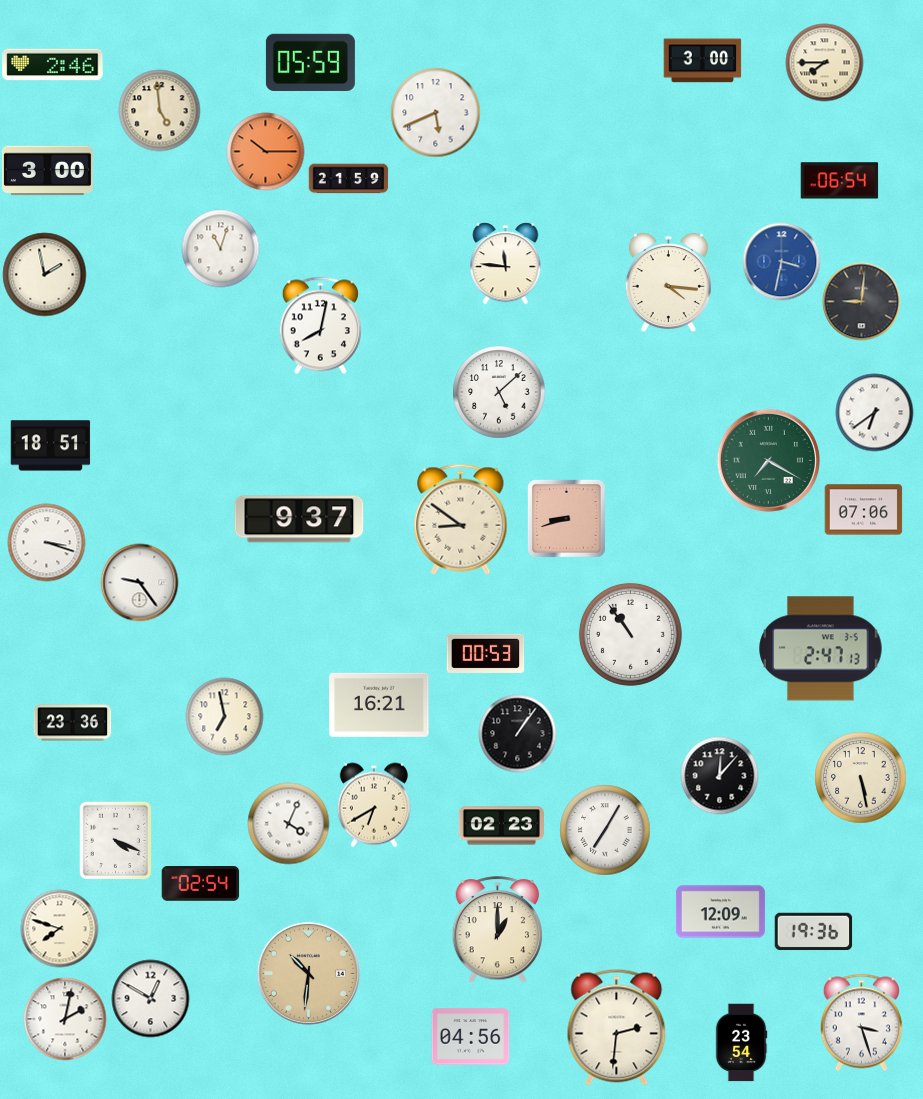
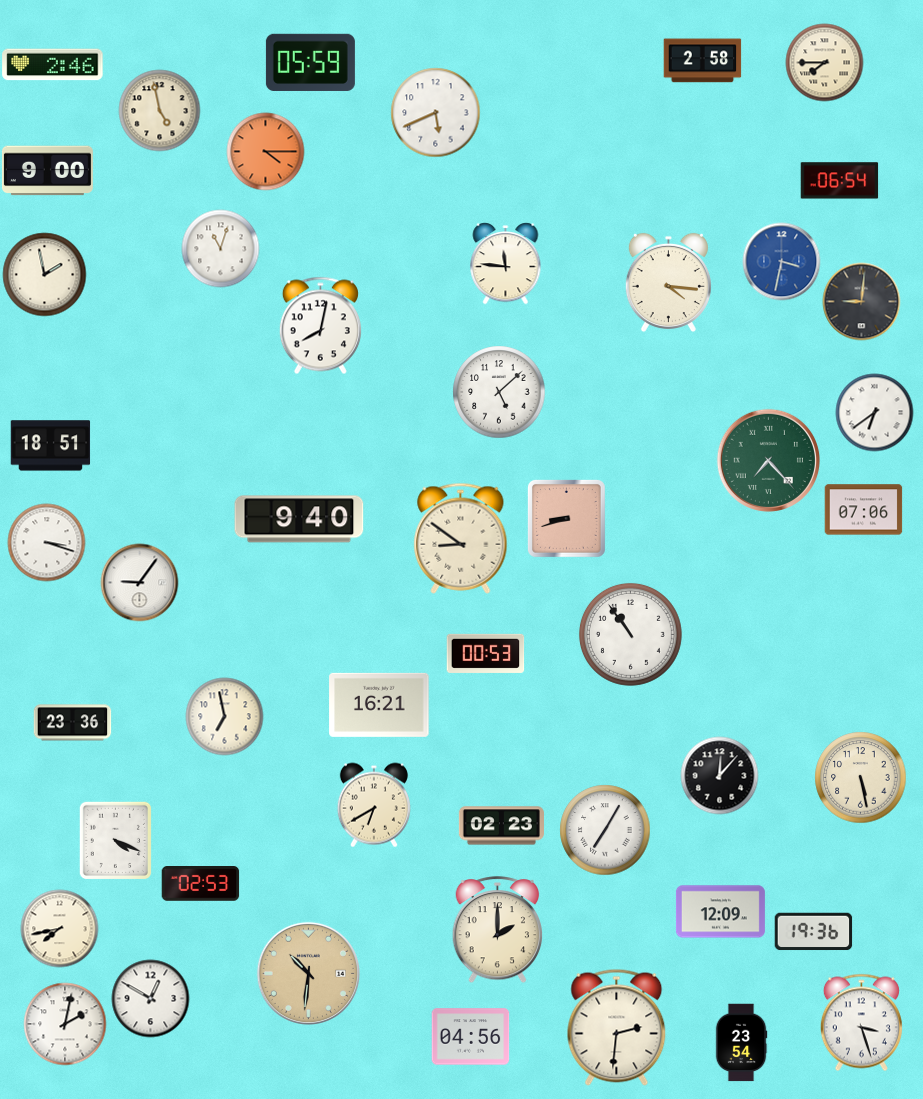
clock at (702, 61): 3:00 -> 2:58
clock at (159, 110): 4:59 -> 4:58
clock at (265, 151): 10:15 -> 4:15
clock at (47, 171): 3:00 -> 9:00
clock at (348, 179): 21:59 -> none
clock at (768, 460): 7:20 -> 7:23
clock at (299, 519): 9:37 -> 9:40
clock at (461, 519) position: (461, 519) -> (461, 538)
clock at (139, 582): 9:24 -> 9:06
clock at (821, 649): 2:47 -> none
clock at (517, 733): 1:06 -> none
clock at (288, 823): 4:04 -> none
clock at (200, 884): 02:54 -> 02:53
clock at (59, 928): 7:48 -> 7:43
clock at (498, 930): 1:00 -> 2:00
clock at (65, 1019) position: (65, 1019) -> (65, 1024)
